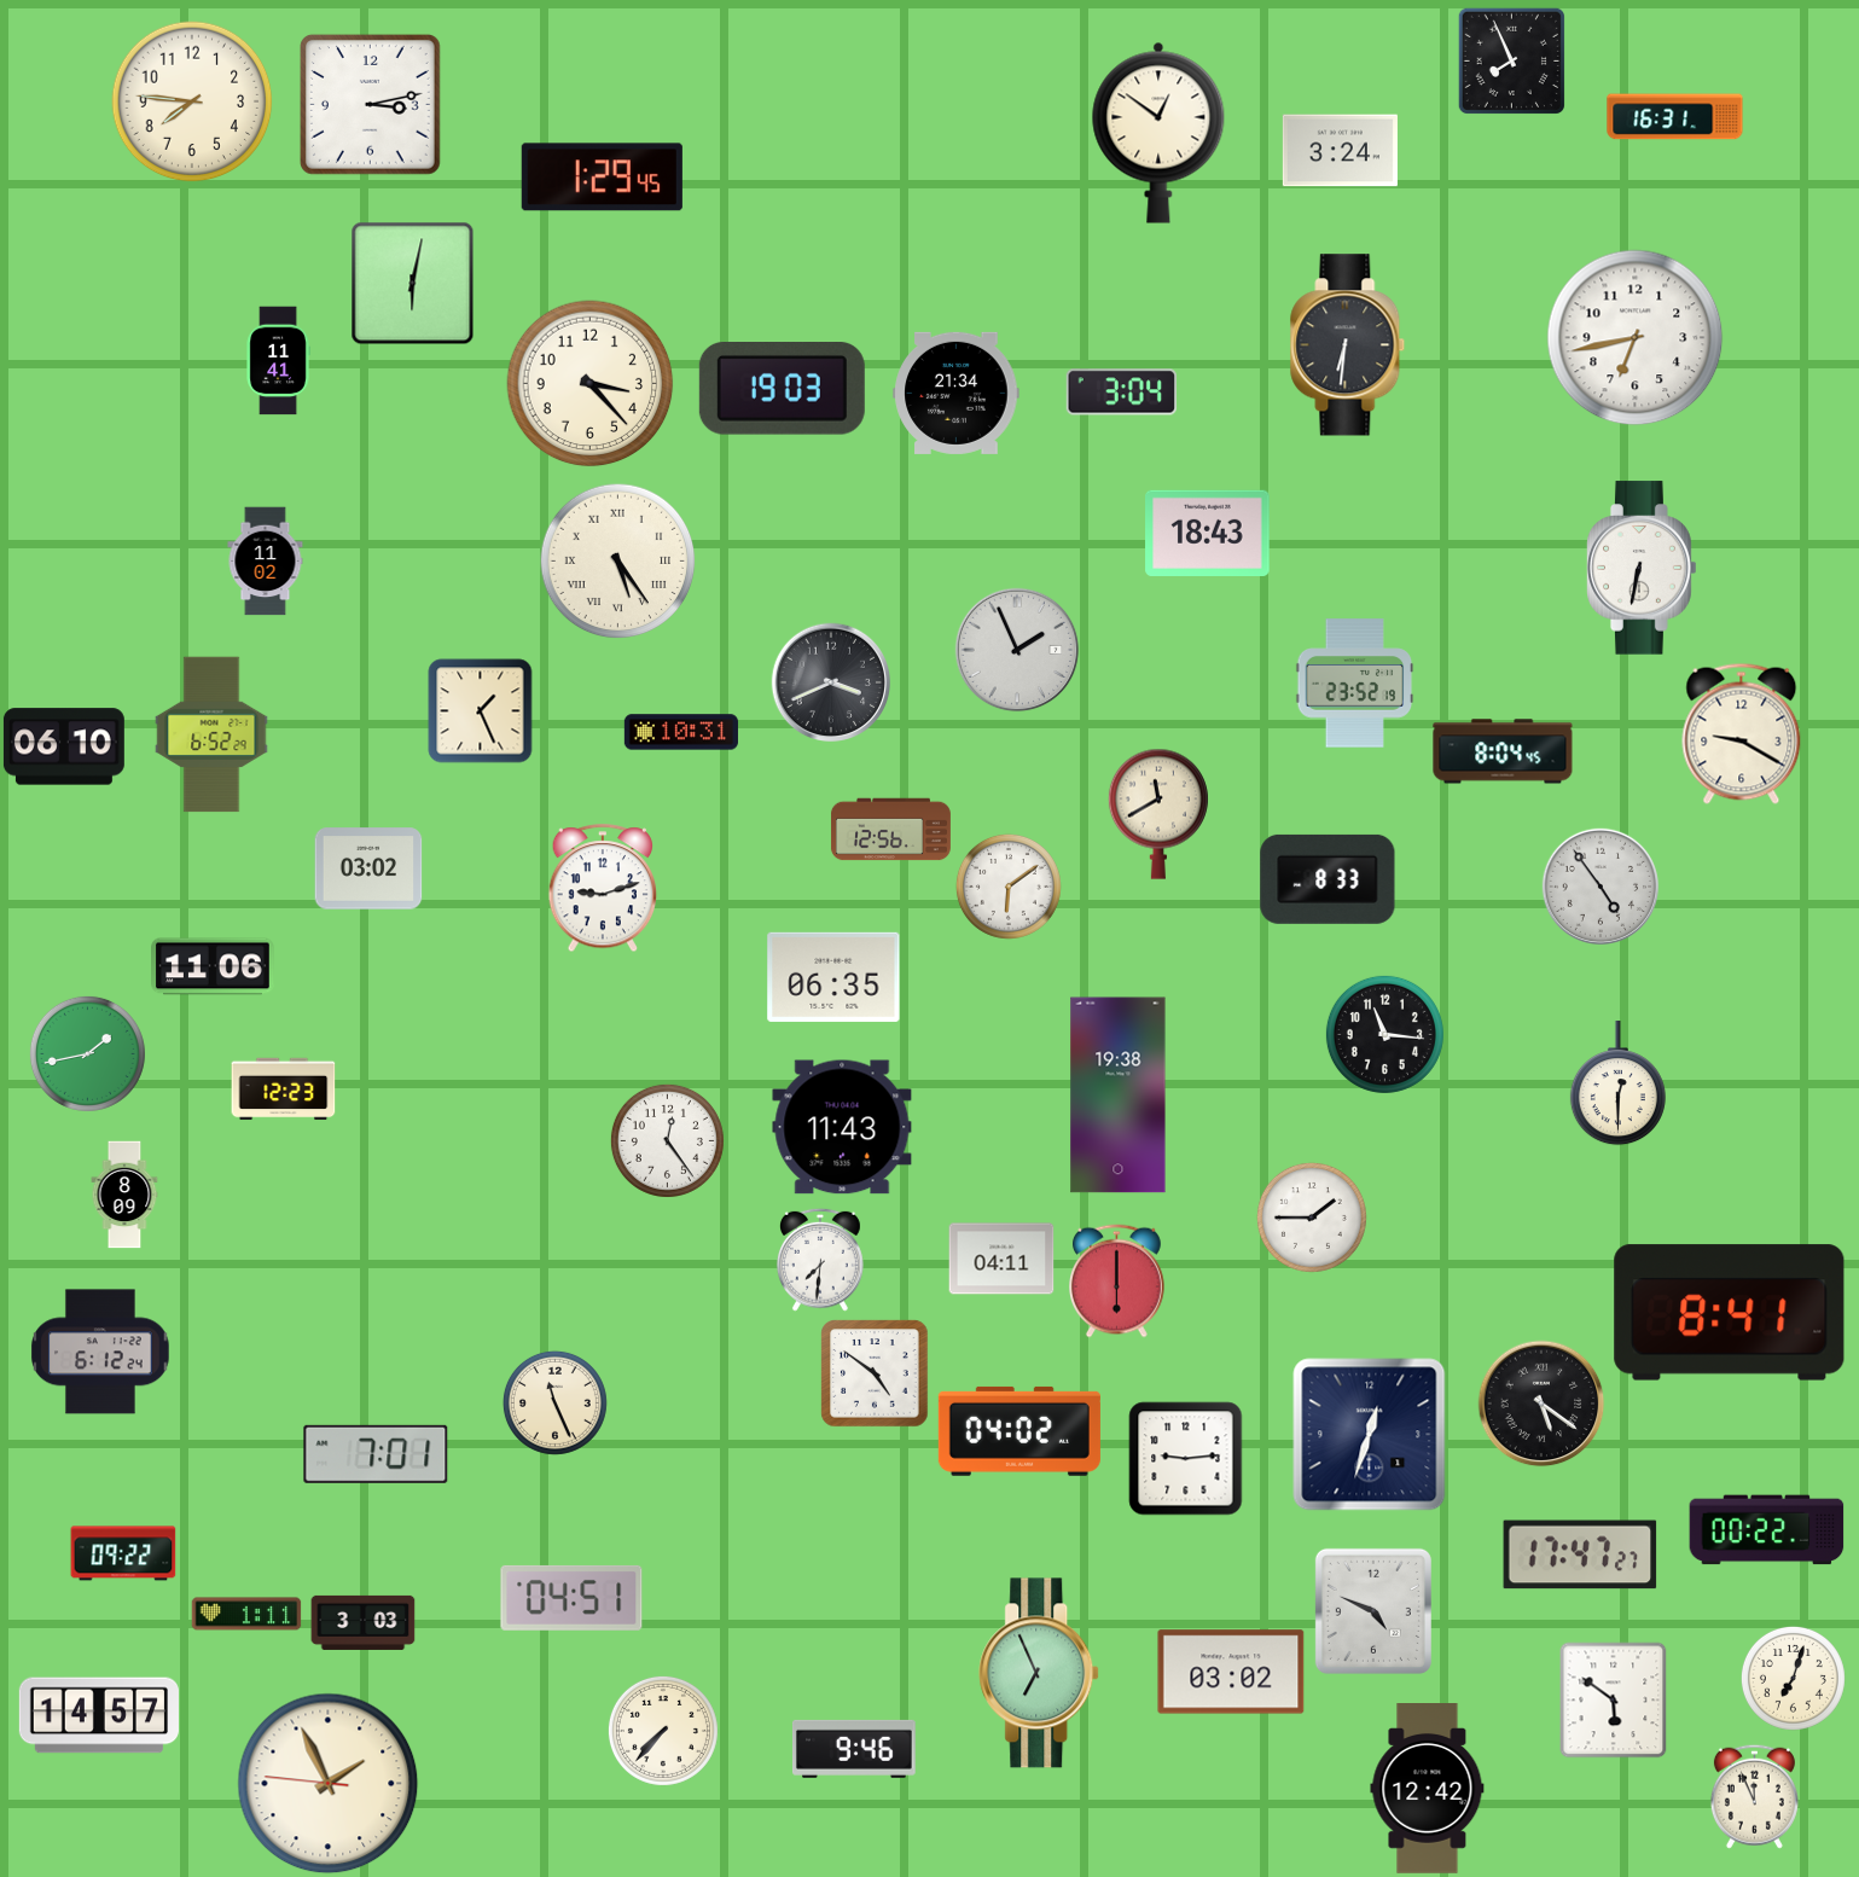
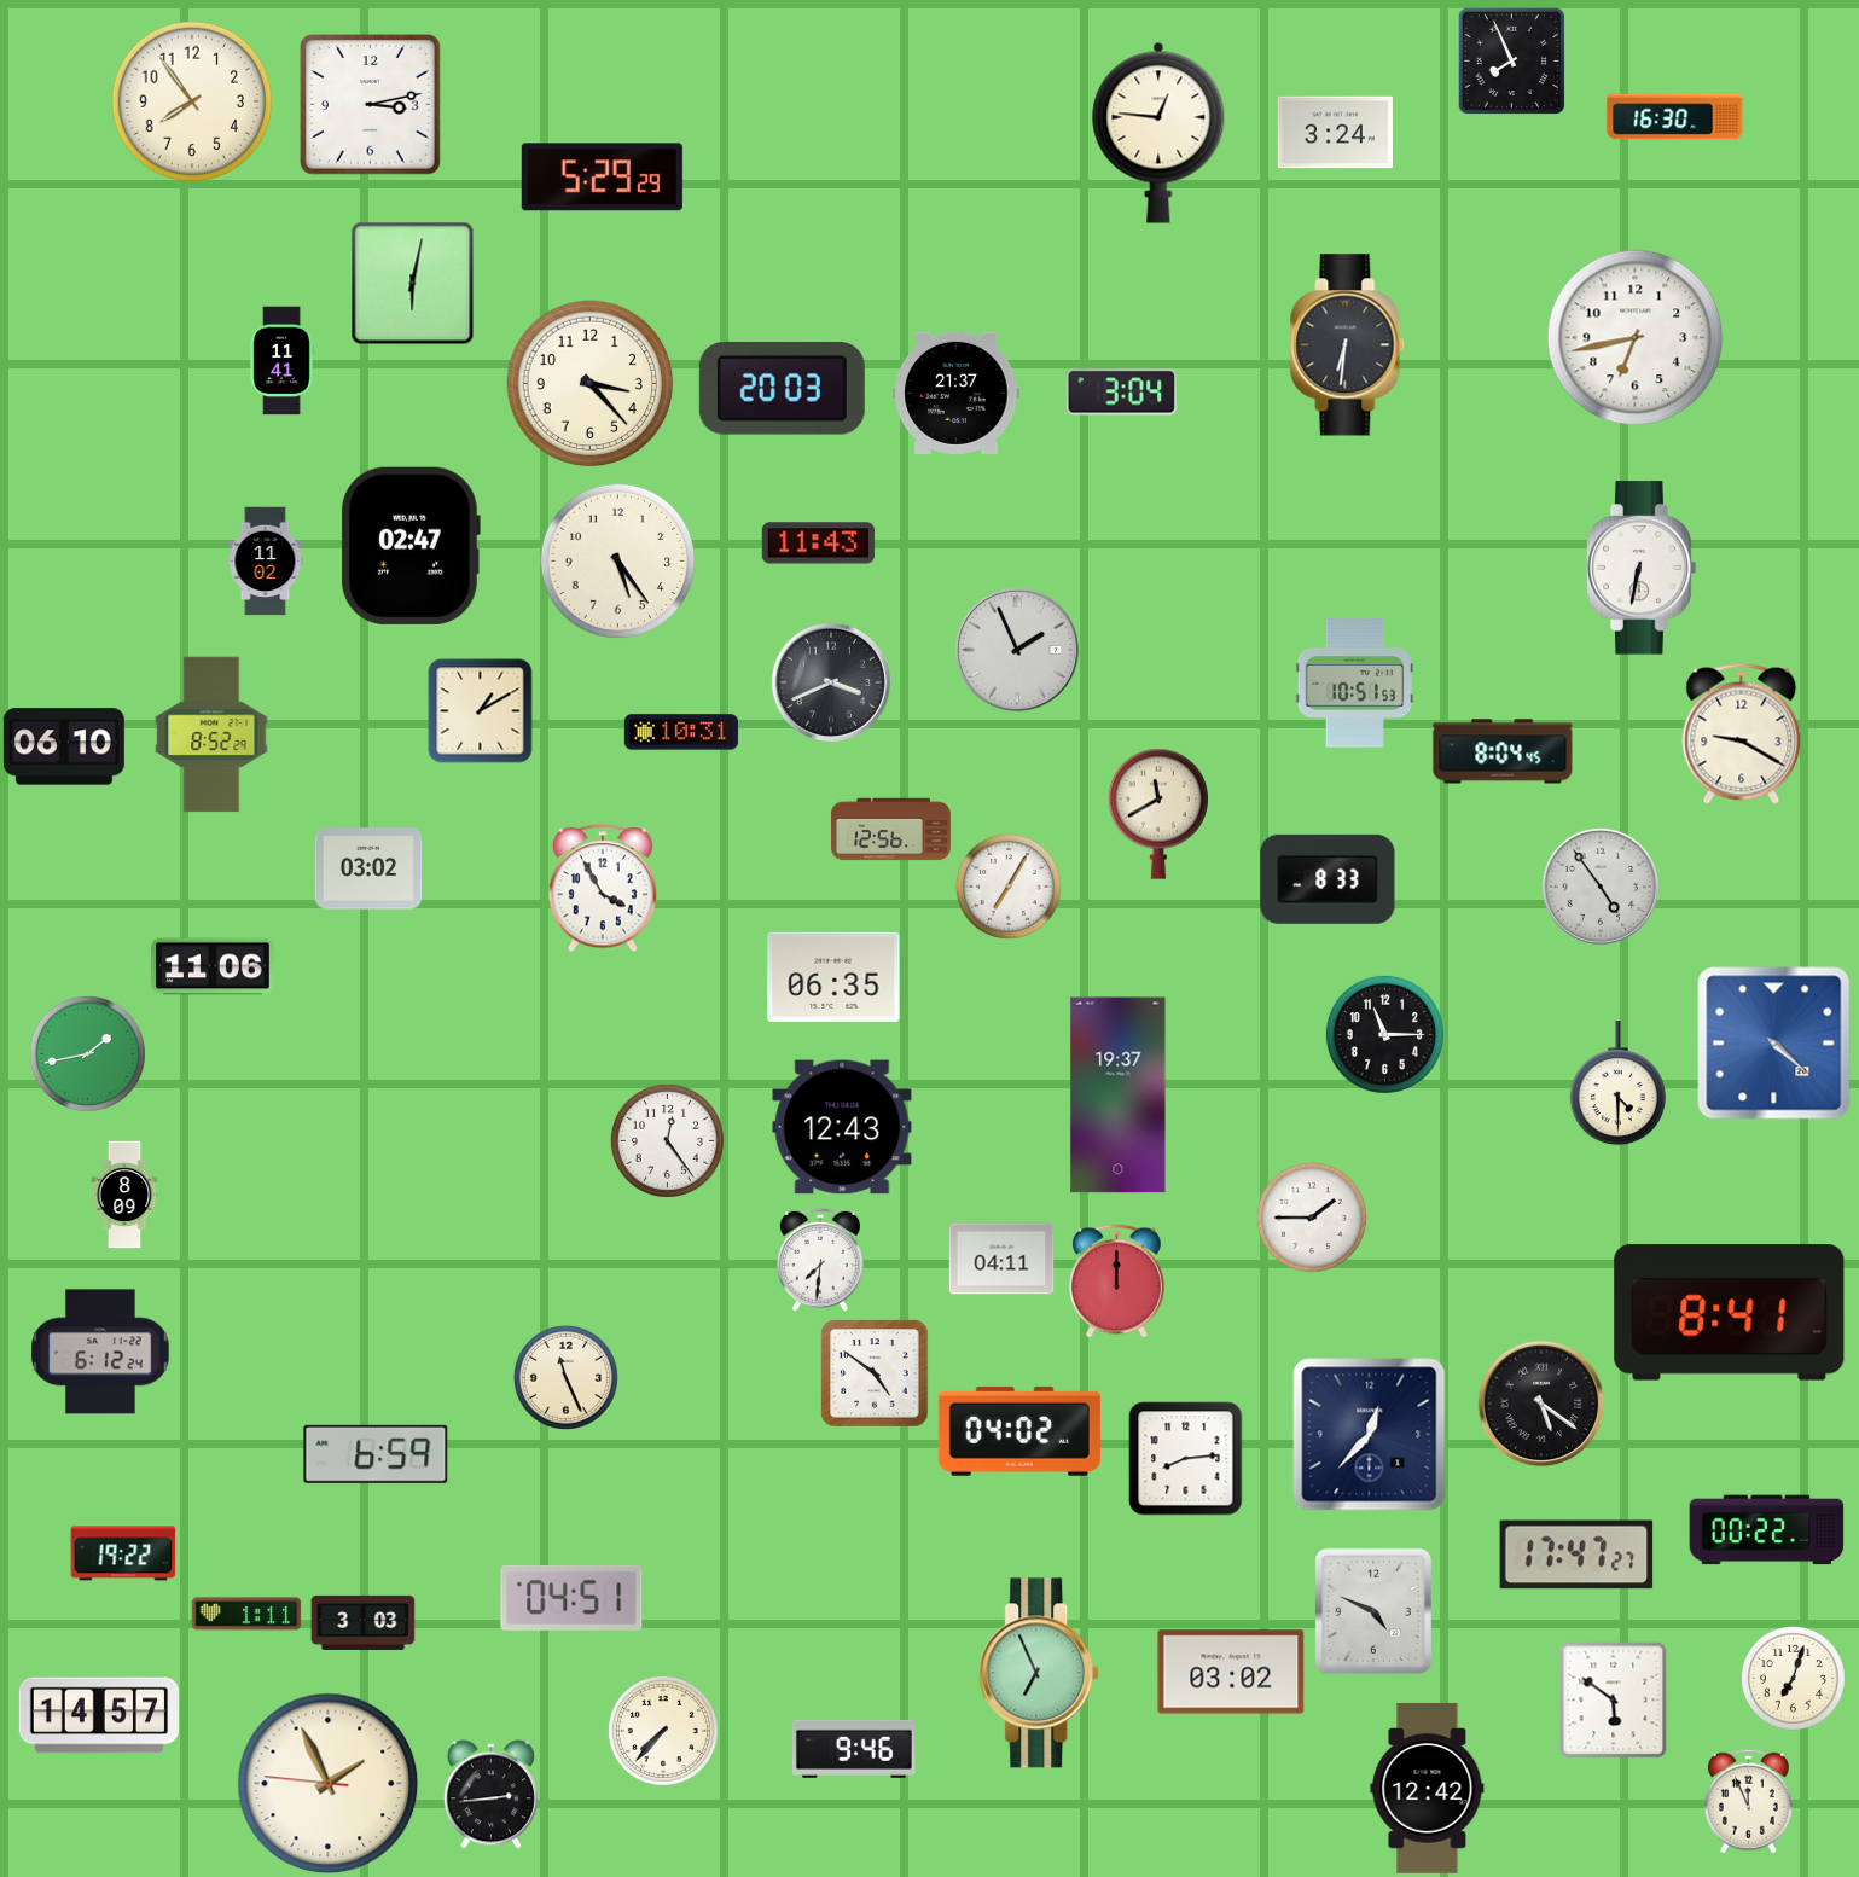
clock at (192, 101): 7:46 -> 7:54
clock at (1675, 117): 16:31 -> 16:30
clock at (1158, 133): 12:51 -> 12:46
clock at (1340, 151) position: (1340, 151) -> (1335, 133)
clock at (602, 178): 1:29 -> 5:29
clock at (278, 361) position: (278, 361) -> (281, 361)
clock at (782, 389): 19:03 -> 20:03
clock at (957, 393): 21:34 -> 21:37
clock at (1208, 533): 18:43 -> none
clock at (818, 544): none -> 11:43
clock at (411, 546): none -> 02:47
clock at (618, 562) numerals: Roman -> Arabic
clock at (1355, 684): 23:52 -> 10:51
clock at (481, 711): 1:26 -> 1:10
clock at (211, 734): 6:52 -> 8:52
clock at (1009, 887): 6:09 -> 7:05
clock at (603, 889): 9:12 -> 3:55
clock at (1384, 1034): 11:16 -> 11:15
clock at (1774, 1044): none -> 4:22
clock at (1617, 1083): 12:30 -> 4:30
clock at (284, 1089): 12:23 -> none
clock at (1119, 1096): 19:38 -> 19:37
clock at (842, 1127): 11:43 -> 12:43
clock at (1117, 1282): 6:00 -> 12:00
clock at (554, 1402) position: (554, 1402) -> (565, 1377)
clock at (1370, 1435): 12:33 -> 12:37
clock at (376, 1454): 7:01 -> 6:59
clock at (1186, 1459): 9:14 -> 8:14
clock at (123, 1553): 09:22 -> 19:22
clock at (1580, 1555) position: (1580, 1555) -> (1576, 1555)
clock at (490, 1795): none -> 2:44
clock at (1754, 1796) position: (1754, 1796) -> (1748, 1801)
